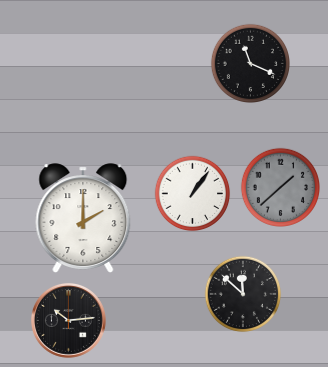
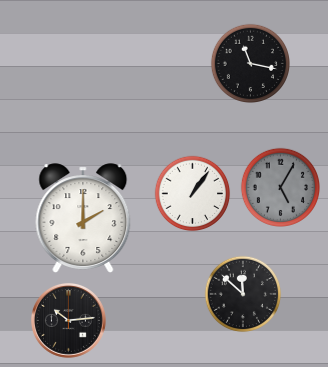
clock at (250, 63): 11:19 -> 11:17
clock at (280, 187): 1:38 -> 5:05
